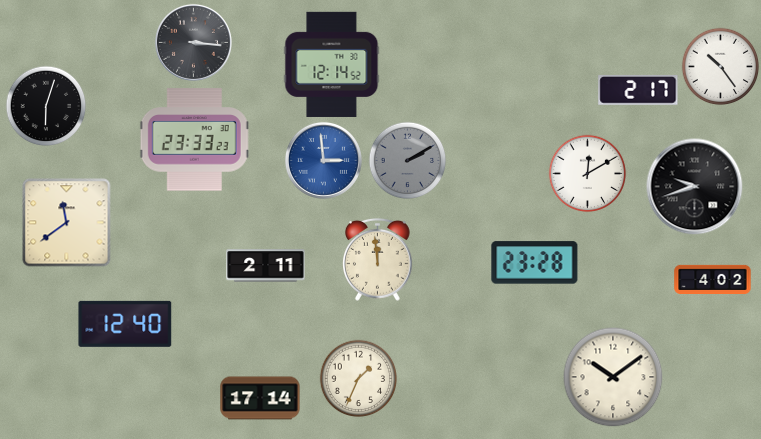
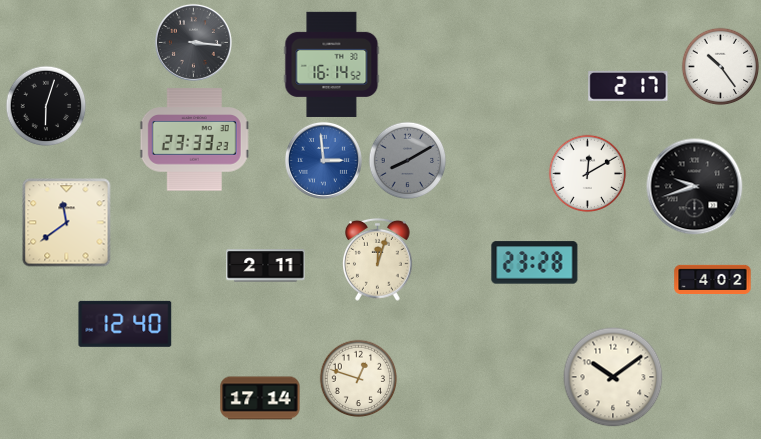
clock at (332, 64): 12:14 -> 16:14
clock at (638, 90) position: (638, 90) -> (628, 86)
clock at (407, 160): 2:10 -> 8:10
clock at (378, 259): 11:59 -> 12:03
clock at (358, 378): 1:34 -> 12:48
